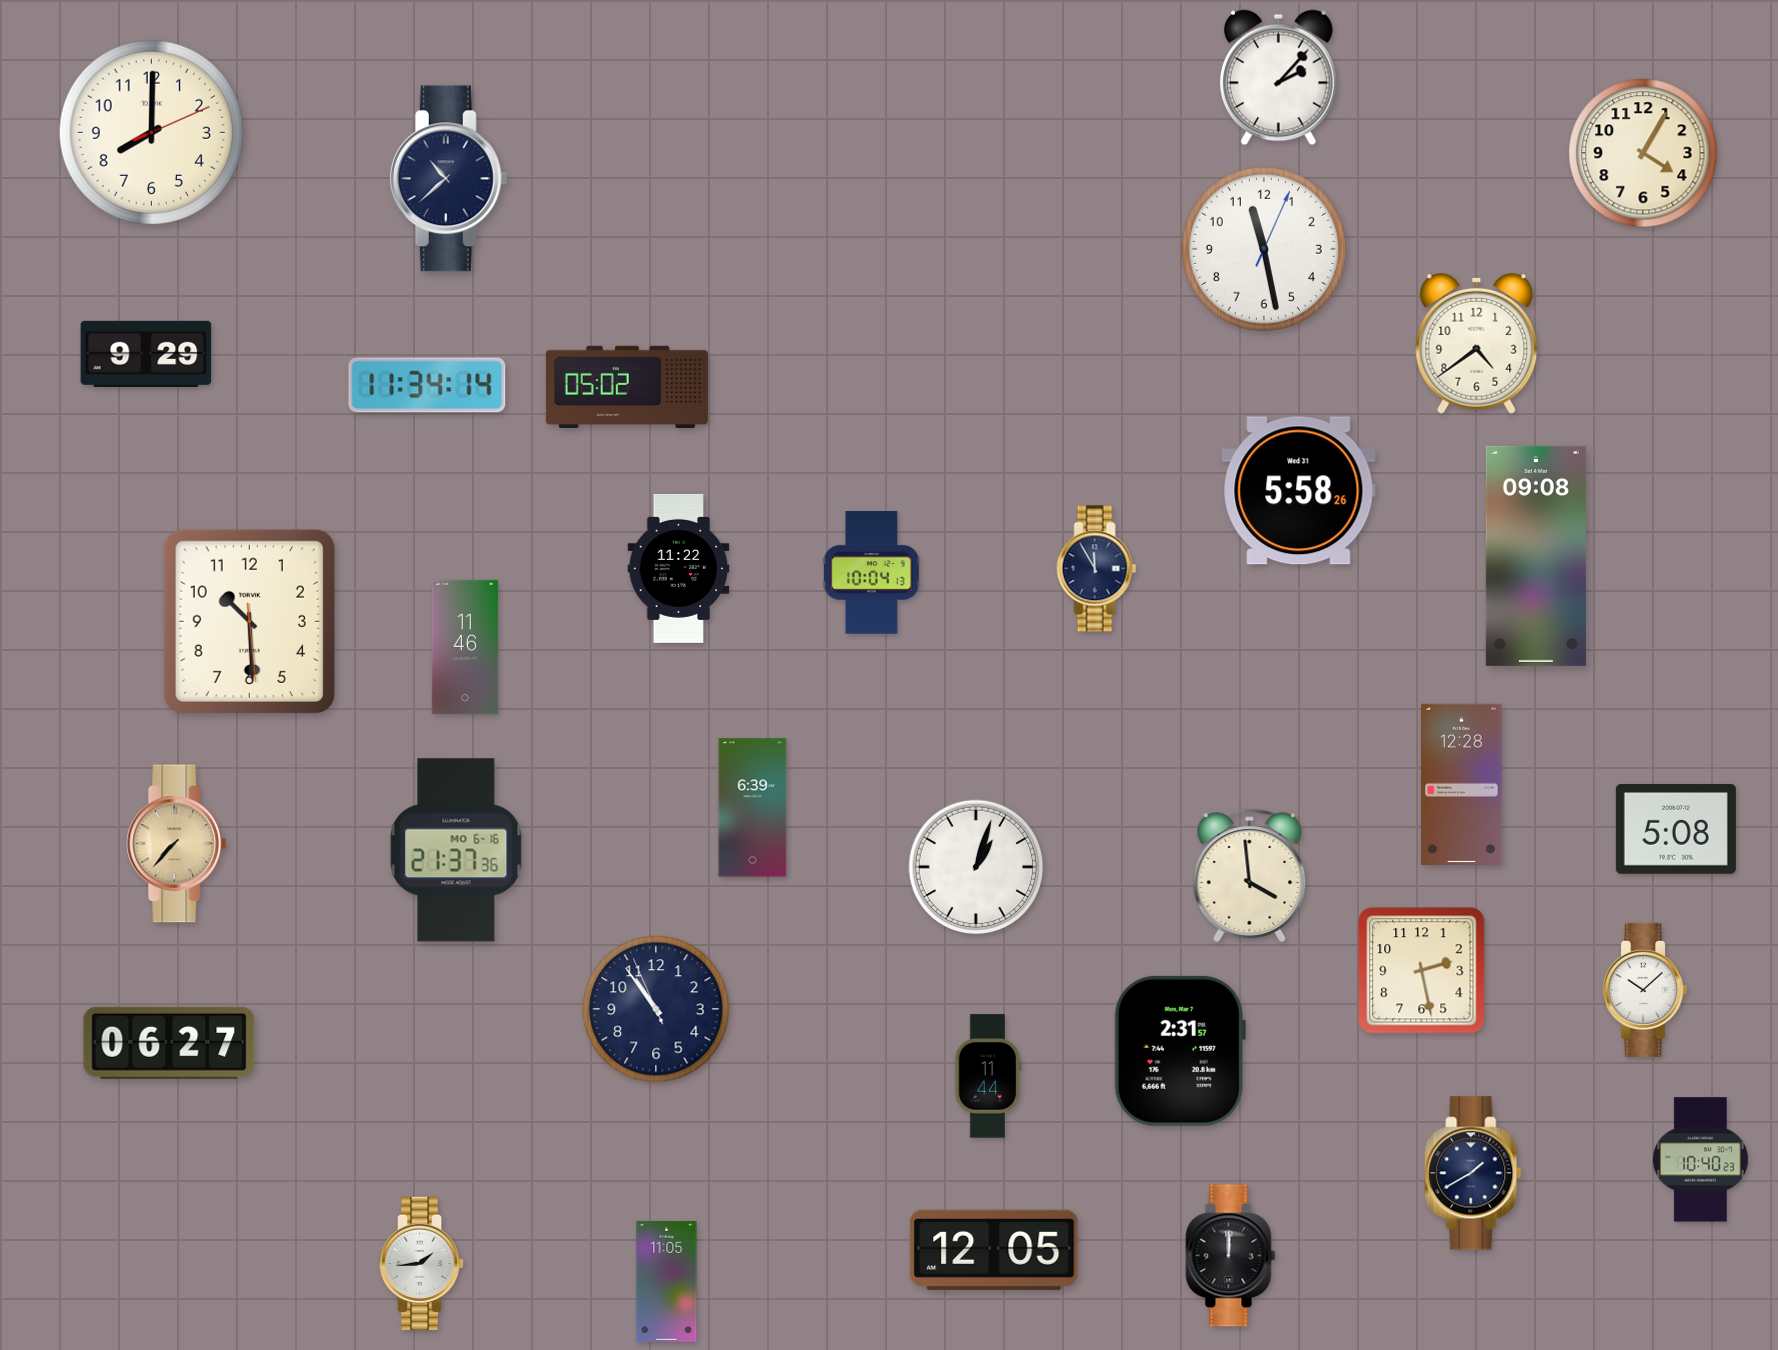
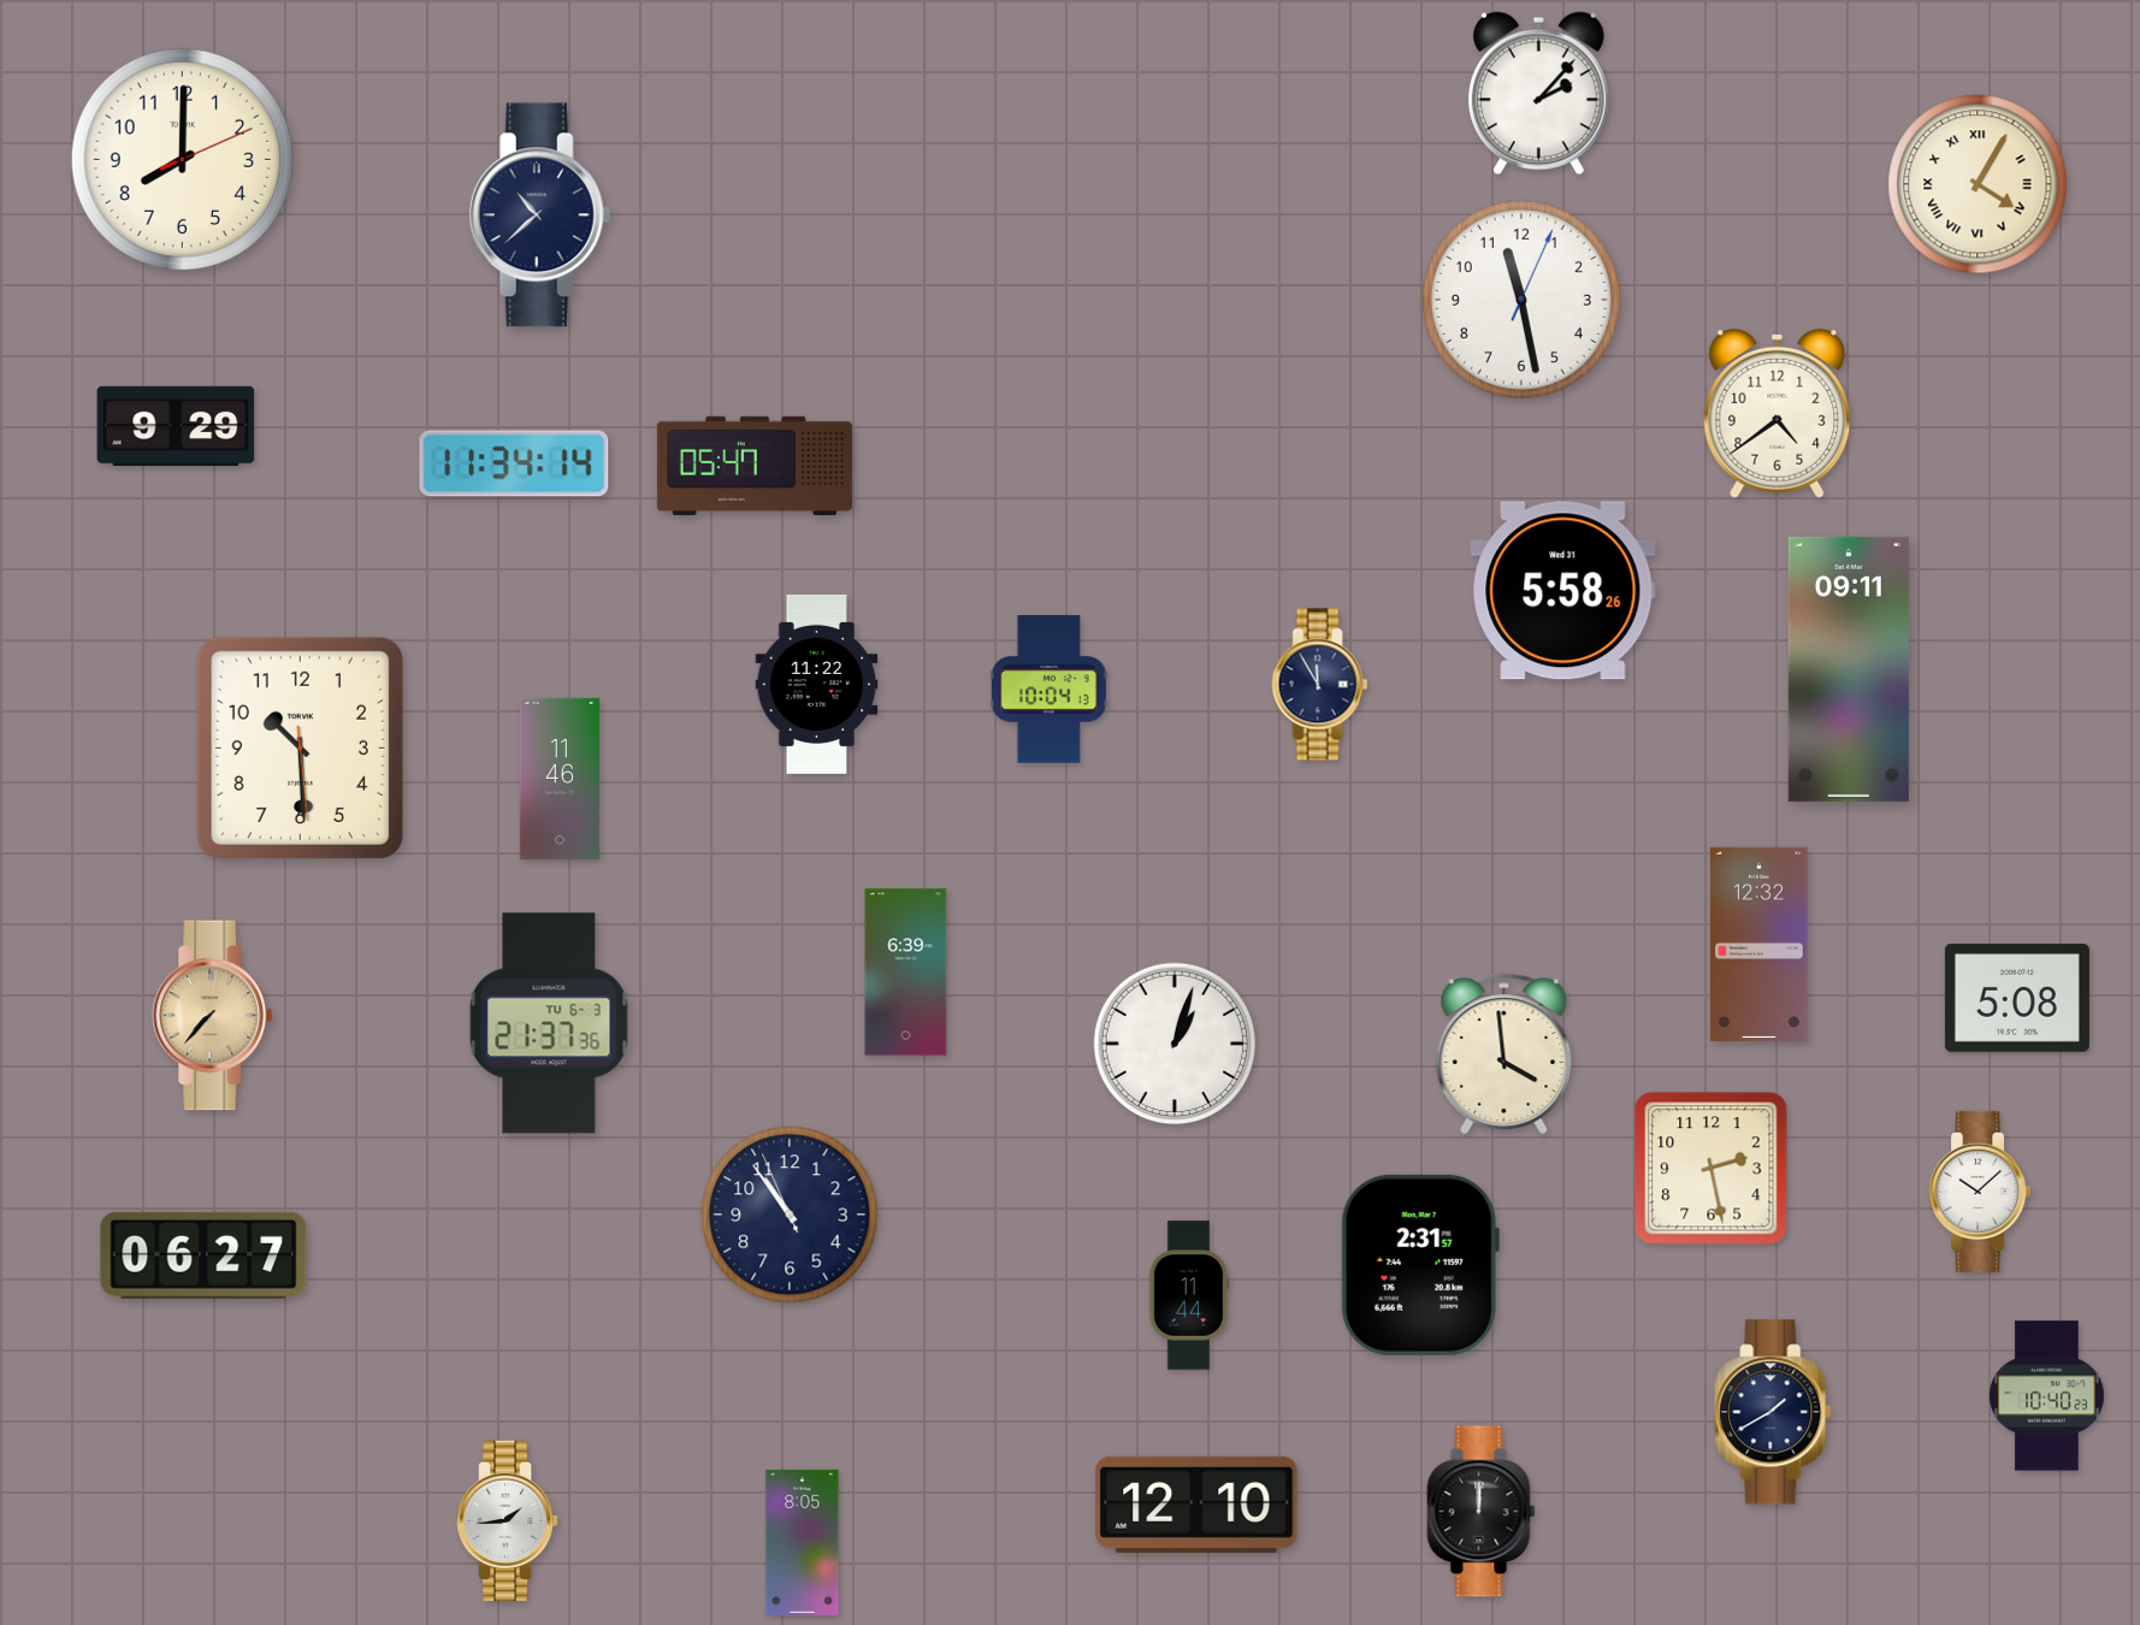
clock at (1643, 153) numerals: Arabic -> Roman
clock at (627, 387): 05:02 -> 05:47
clock at (1536, 556): 09:08 -> 09:11
clock at (1462, 784): 12:28 -> 12:32
clock at (456, 850) date: MO 6-16 -> TU 6-3
clock at (994, 1250): 12:05 -> 12:10
clock at (667, 1281): 11:05 -> 8:05
